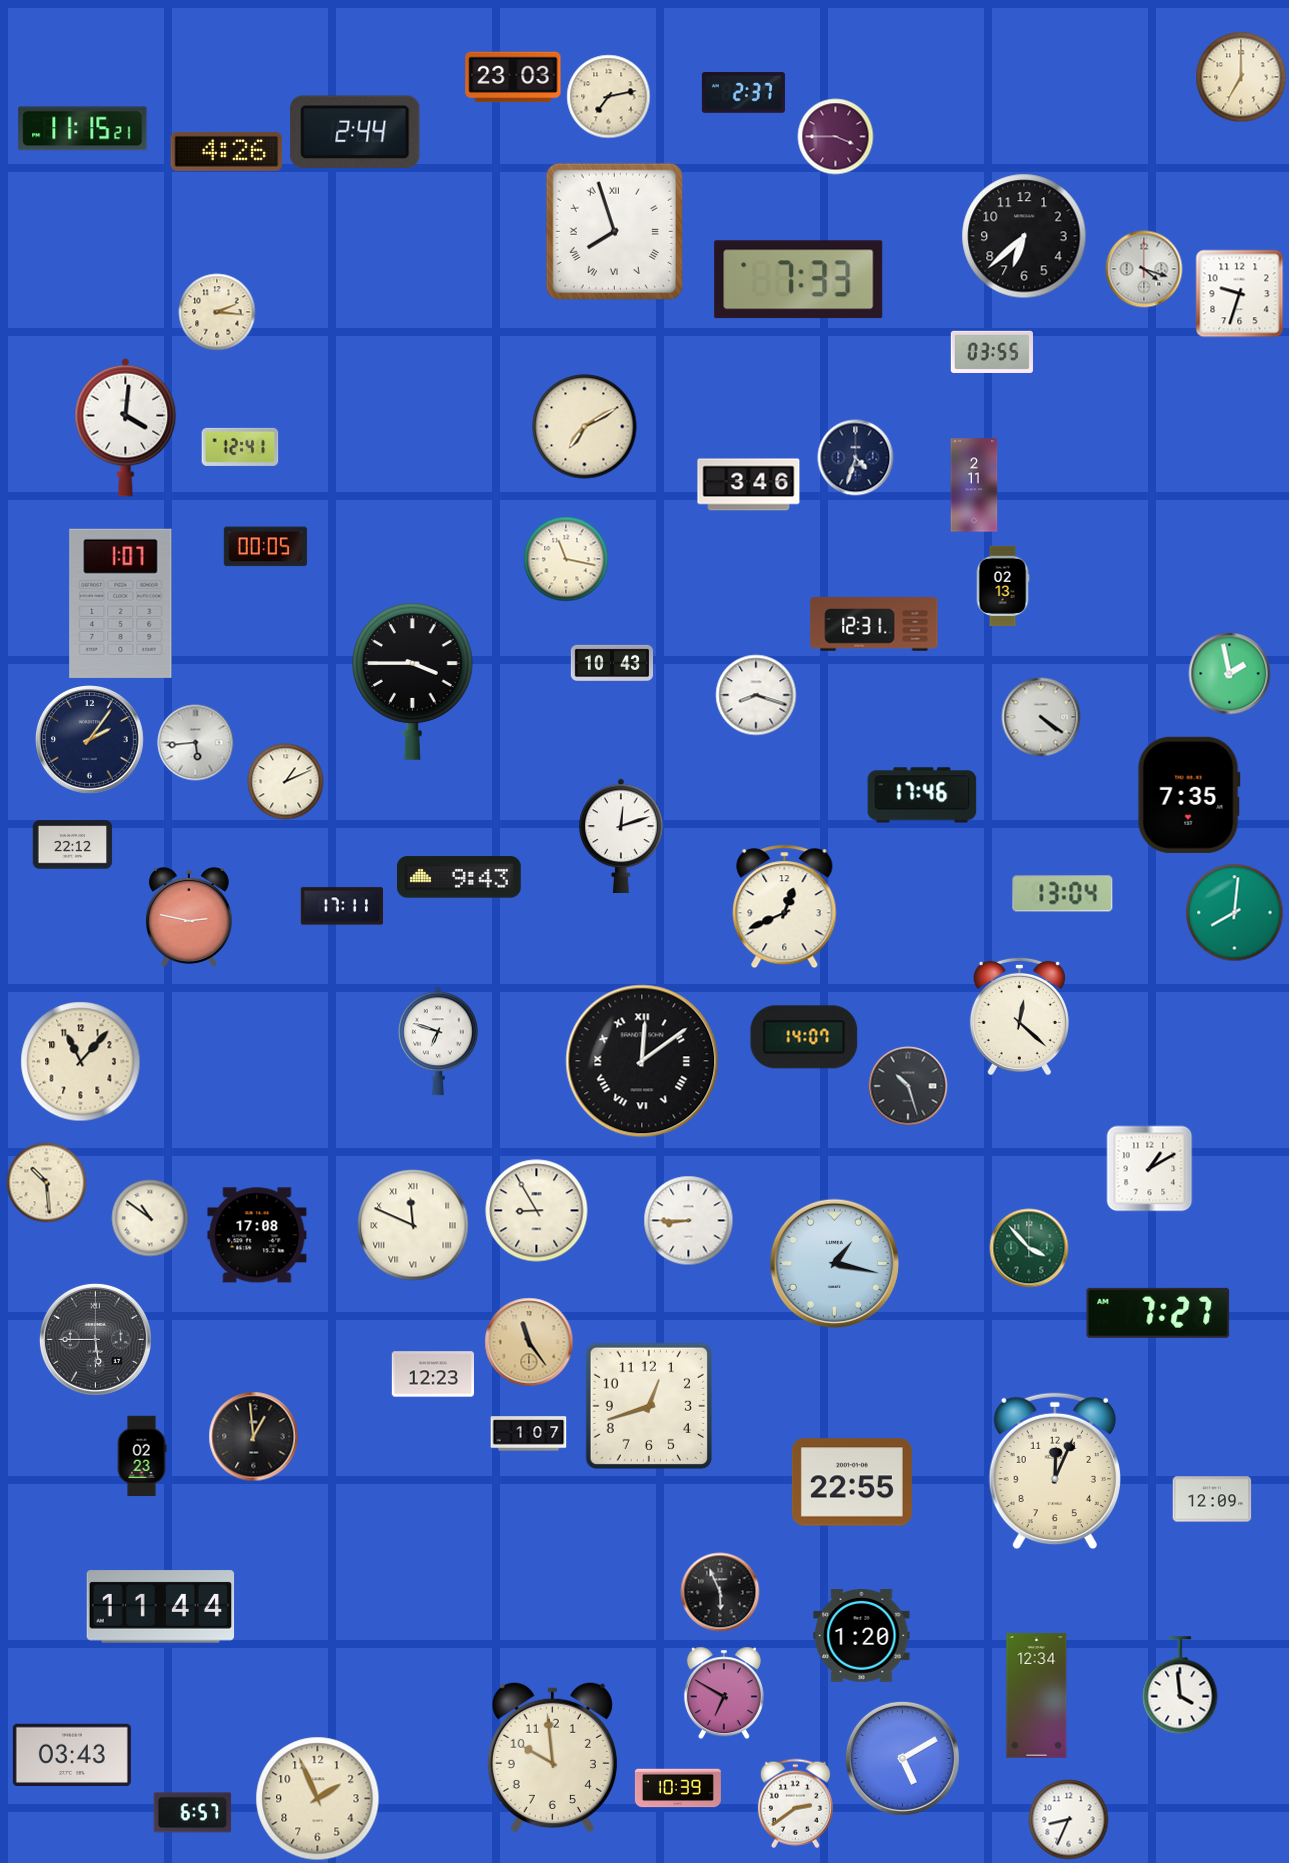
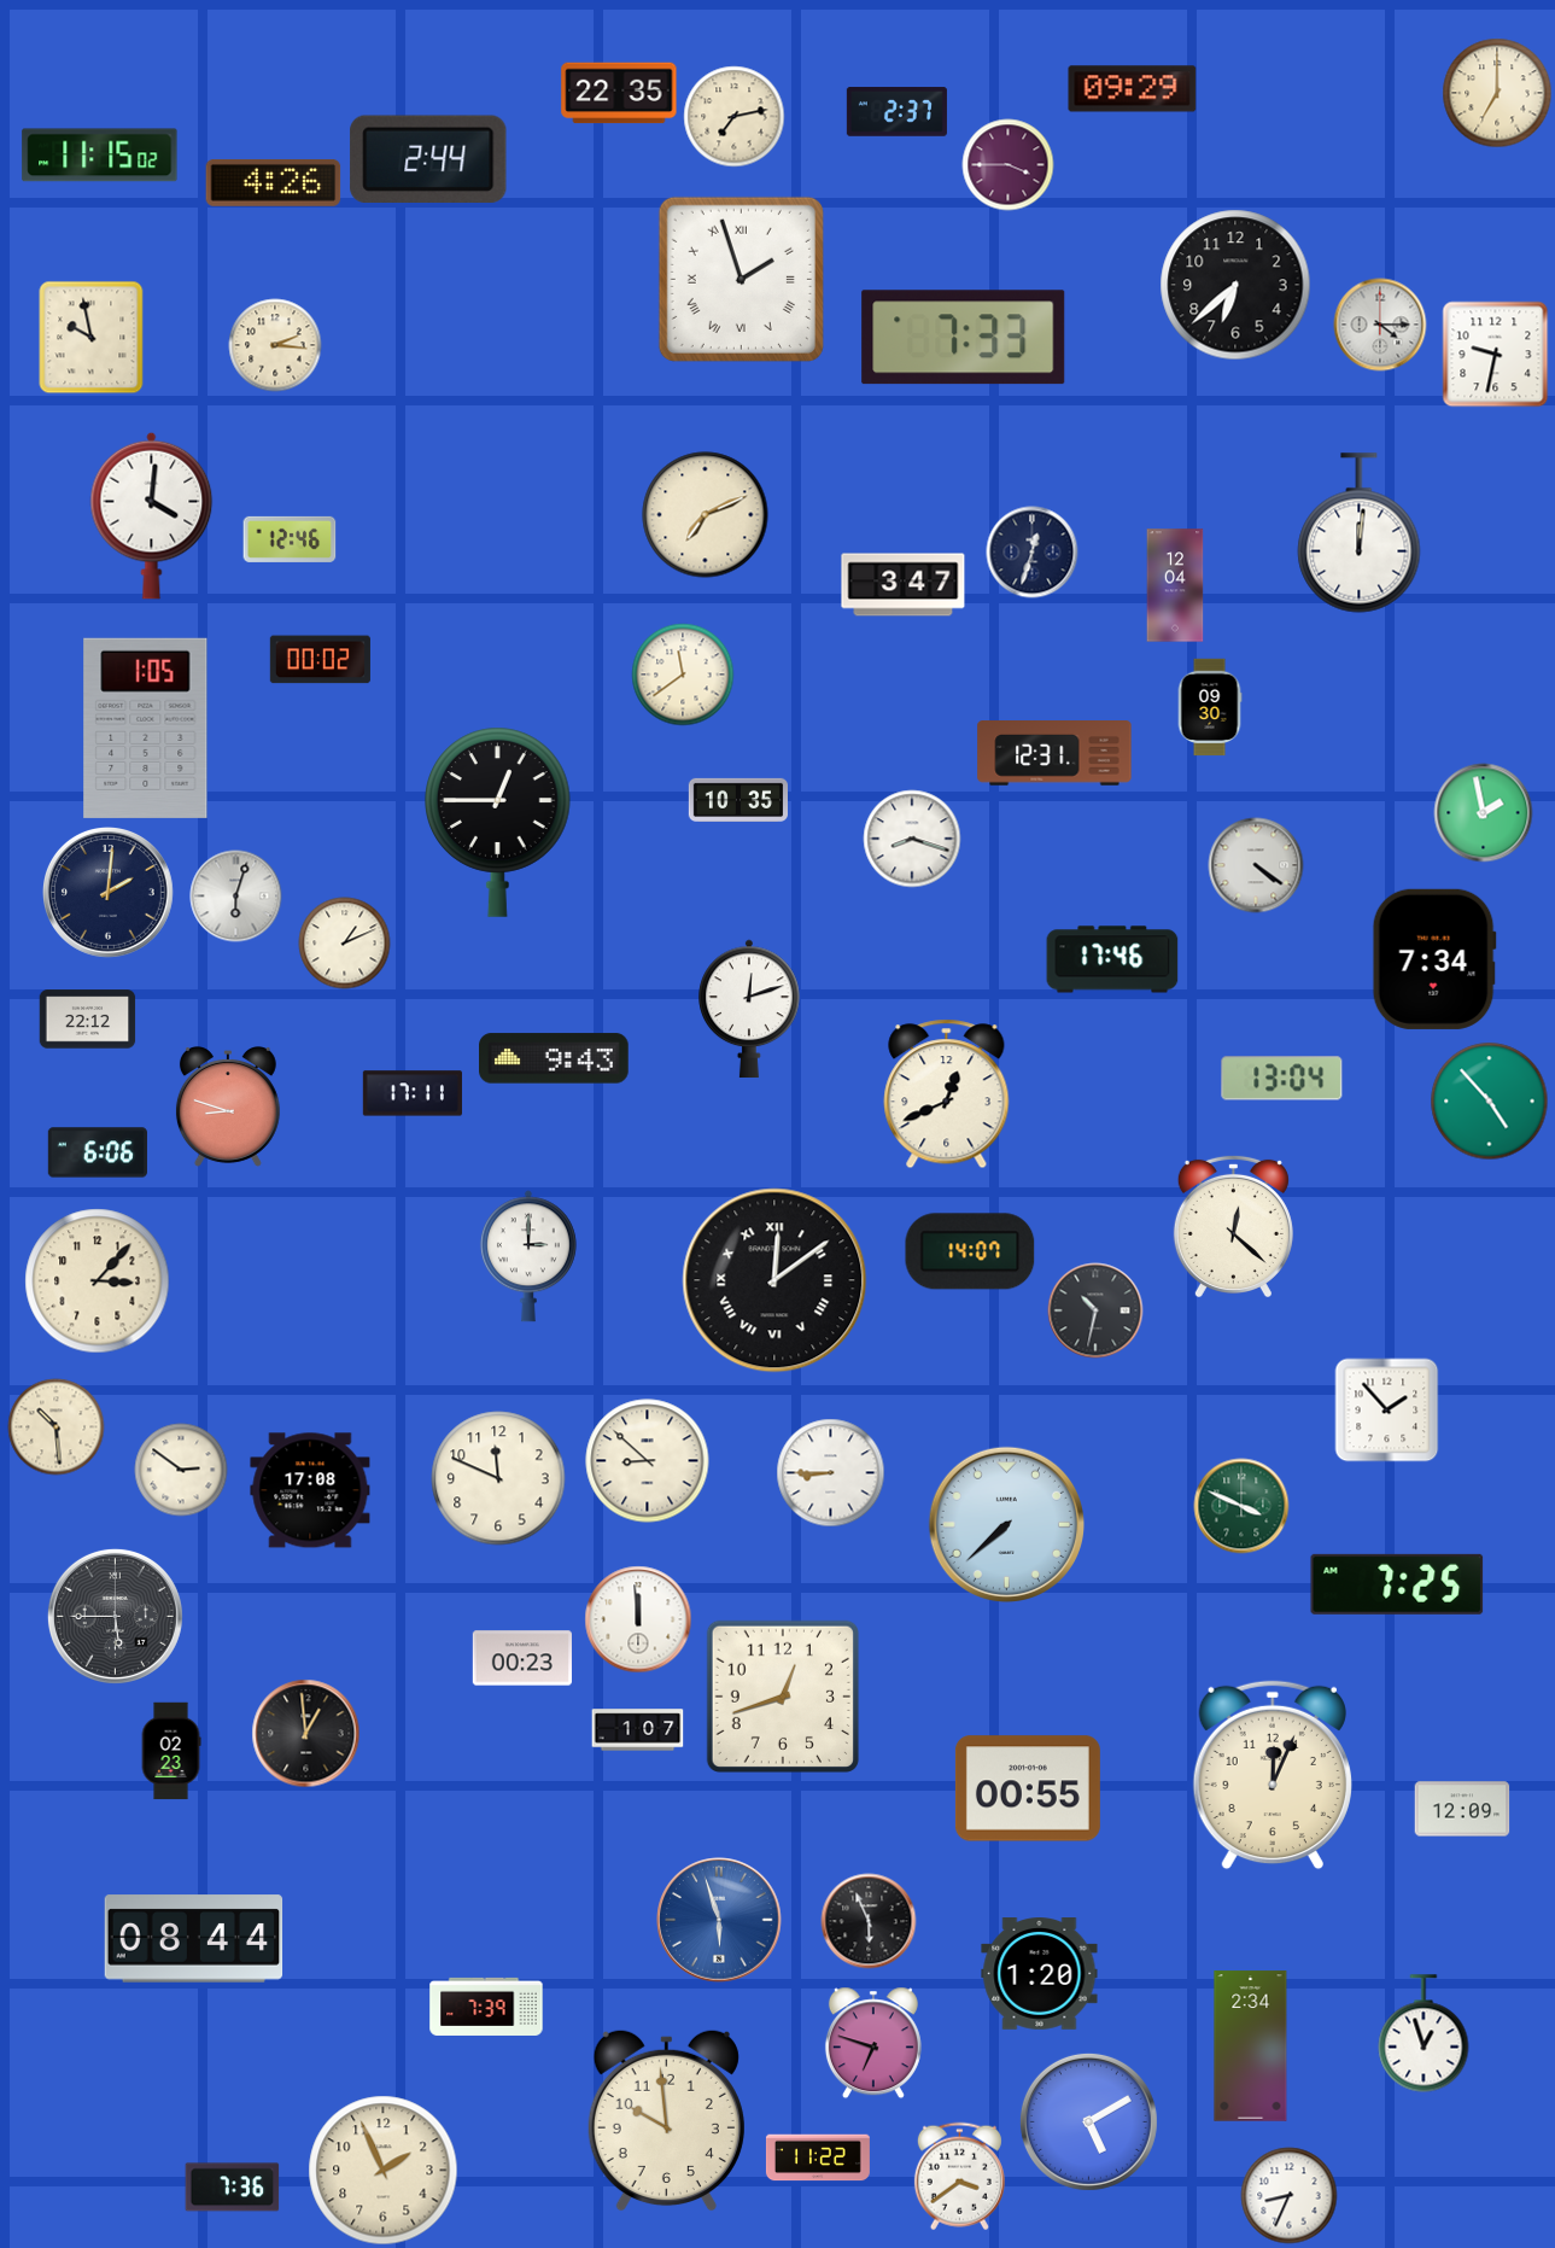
clock at (1133, 89): none -> 09:29
clock at (513, 77): 23:03 -> 22:35
clock at (83, 129): 11:15:21 -> 11:15:02
clock at (614, 231): 7:57 -> 1:57
clock at (1144, 269): 4:18 -> 4:15
clock at (92, 338): none -> 9:58
clock at (1240, 294): 9:33 -> 9:32
clock at (217, 312) position: (217, 312) -> (275, 345)
clock at (992, 352): 03:55 -> none
clock at (585, 427): 7:10 -> 7:11
clock at (1360, 533): none -> 12:01
clock at (240, 447): 12:41 -> 12:46
clock at (856, 458): 4:33 -> 12:33
clock at (749, 485): 3:46 -> 3:47
clock at (974, 485): 2:11 -> 12:04
clock at (265, 547): 00:05 -> 00:02
clock at (566, 559): 11:17 -> 11:39
clock at (1003, 586): 02:13 -> 09:30
clock at (121, 603): 1:07 -> 1:05
clock at (611, 663): 10:43 -> 10:35
clock at (413, 681): 3:45 -> 12:45
clock at (90, 740): 2:06 -> 2:01
clock at (196, 743): 5:44 -> 6:03
clock at (1189, 795): 7:35 -> 7:34
clock at (1235, 913): 8:01 -> 4:53
clock at (189, 918): 2:47 -> 8:48
clock at (98, 1152): none -> 6:06
clock at (1019, 1015) position: (1019, 1015) -> (1233, 1225)
clock at (438, 1041): 6:48 -> 3:00
clock at (81, 1062): 11:07 -> 3:07
clock at (908, 1086): 10:27 -> 10:32
clock at (1150, 1169): 1:10 -> 1:53
clock at (537, 1211): 8:55 -> 8:52
clock at (150, 1218): 10:51 -> 2:51
clock at (413, 1225) numerals: Roman -> Arabic
clock at (1029, 1248): 3:53 -> 3:49
clock at (834, 1263): 1:17 -> 7:38
clock at (1158, 1313): 7:27 -> 7:25
clock at (529, 1342): 11:24 -> 11:59
clock at (529, 1342) dial: champagne -> white
clock at (433, 1374): 12:23 -> 00:23
clock at (142, 1456) position: (142, 1456) -> (171, 1751)
clock at (852, 1482): 22:55 -> 00:55
clock at (719, 1920): none -> 5:57
clock at (161, 1607): 11:44 -> 08:44
clock at (486, 2007): none -> 7:39
clock at (1180, 1685): 3:59 -> 12:57
clock at (724, 1693): 6:50 -> 6:48
clock at (1037, 1696): 12:34 -> 2:34
clock at (72, 1754): 03:43 -> none
clock at (678, 1788): 10:39 -> 11:22
clock at (795, 1804): 2:39 -> 3:39
clock at (193, 1813): 6:57 -> 7:36
